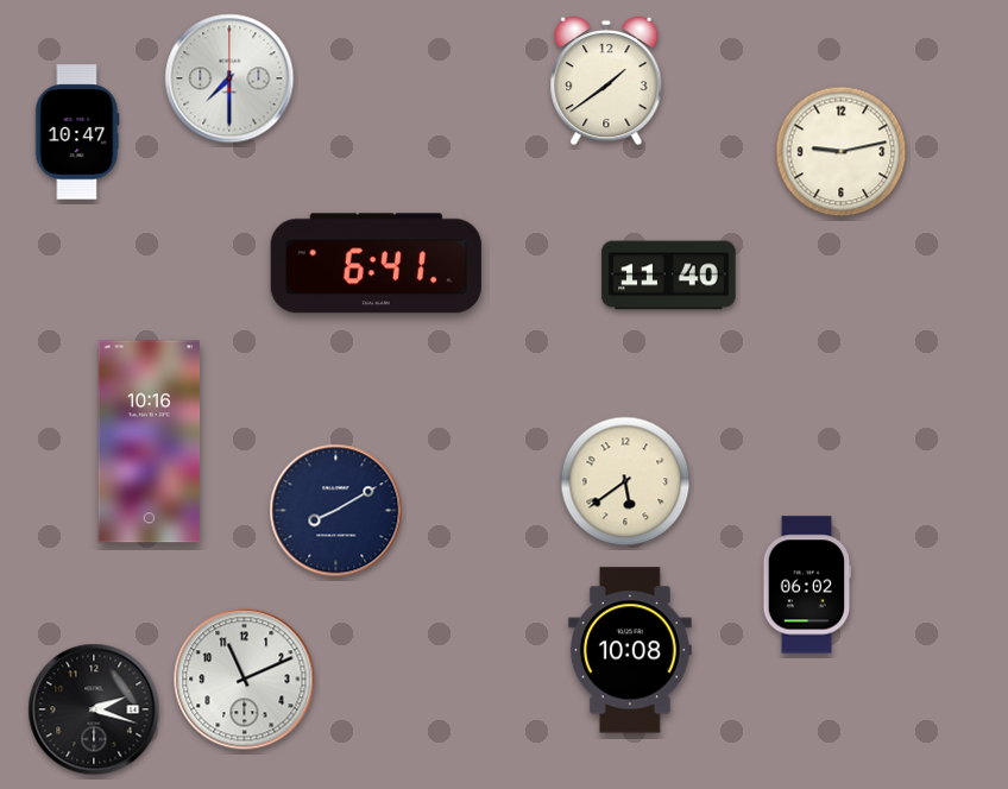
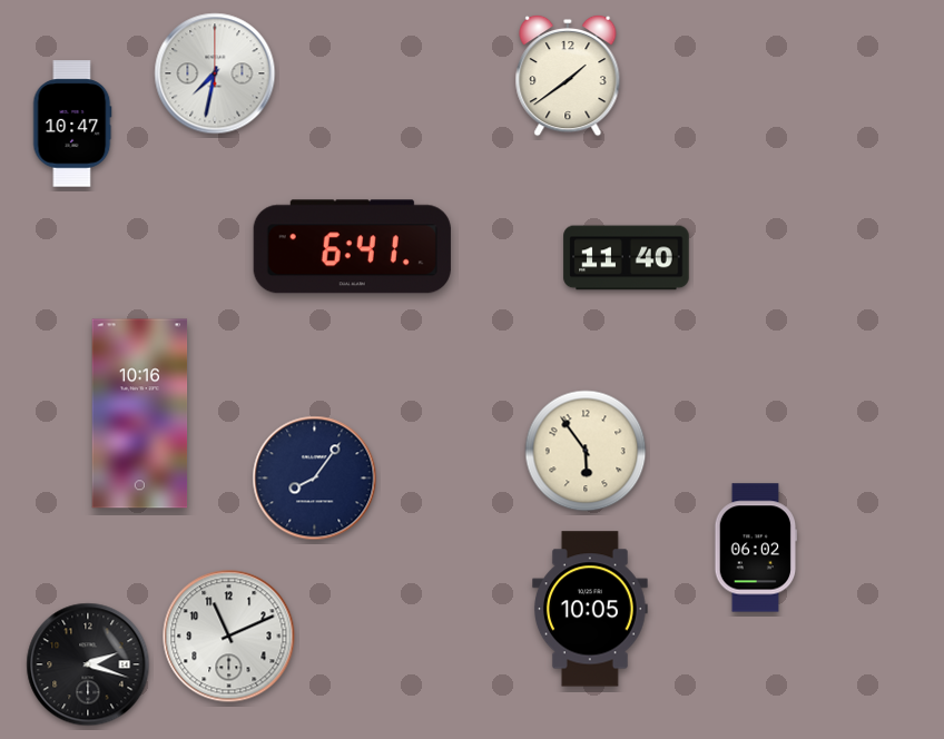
clock at (229, 78): 7:30 -> 7:32
clock at (842, 152): 9:13 -> none
clock at (625, 481): 5:39 -> 5:54
clock at (336, 511): 8:10 -> 8:06
clock at (630, 650): 10:08 -> 10:05
